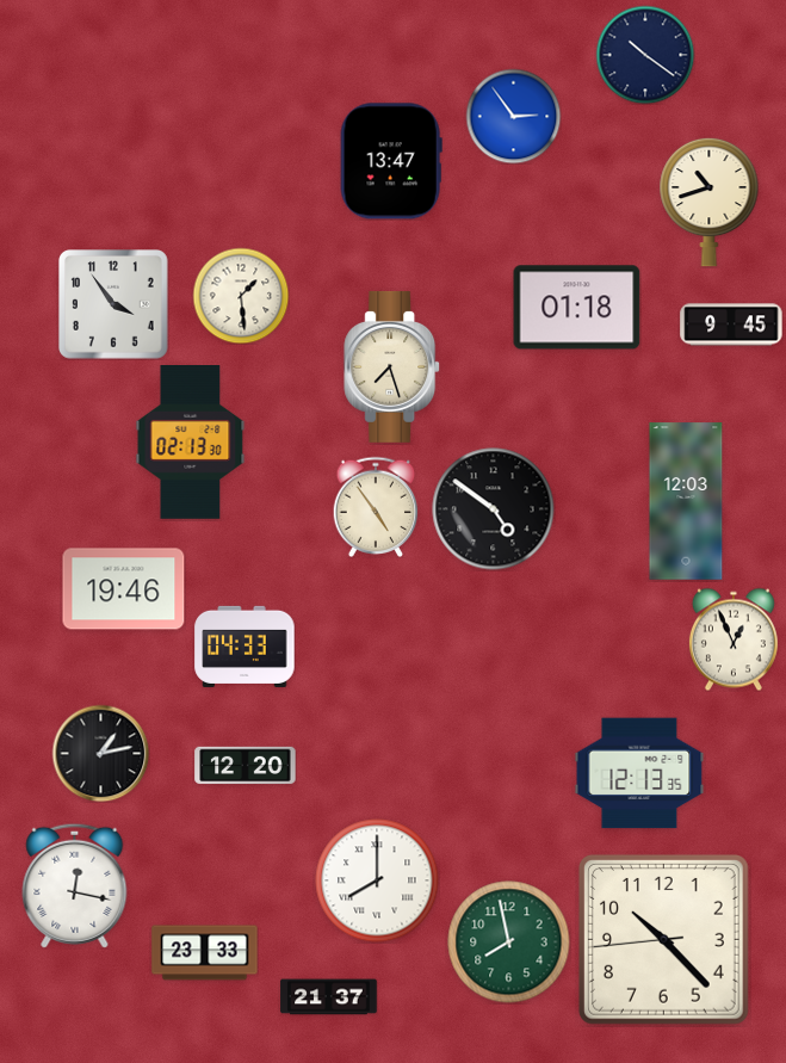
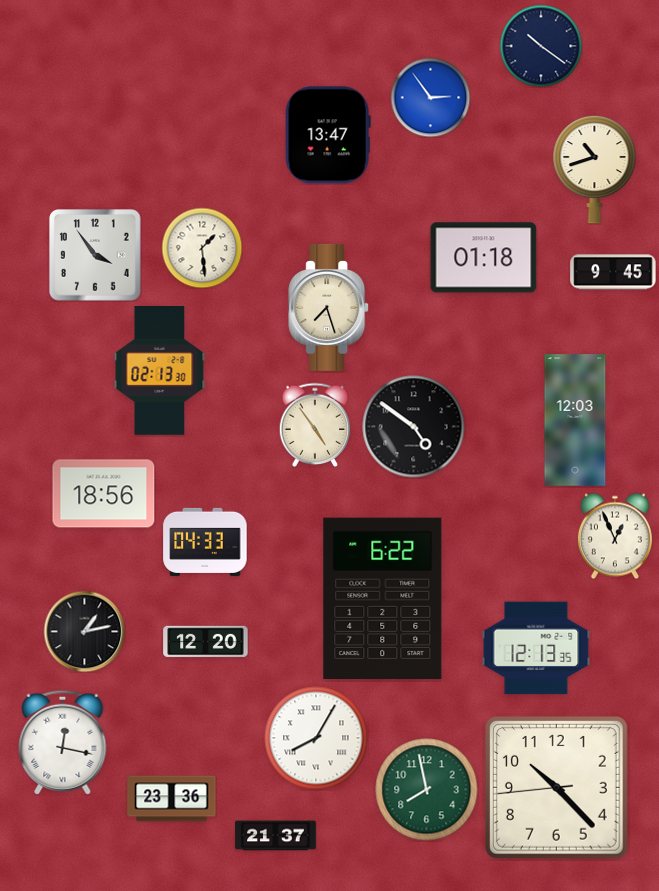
clock at (124, 589): 19:46 -> 18:56
clock at (383, 599): none -> 6:22
clock at (377, 880): 8:00 -> 8:05
clock at (205, 953): 23:33 -> 23:36
